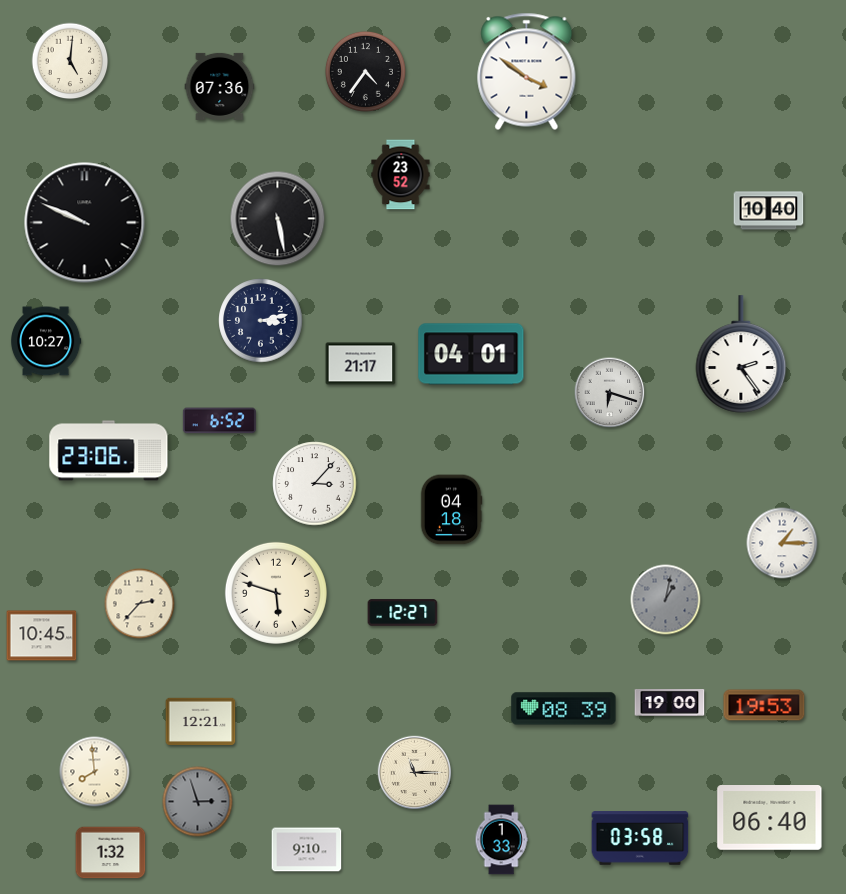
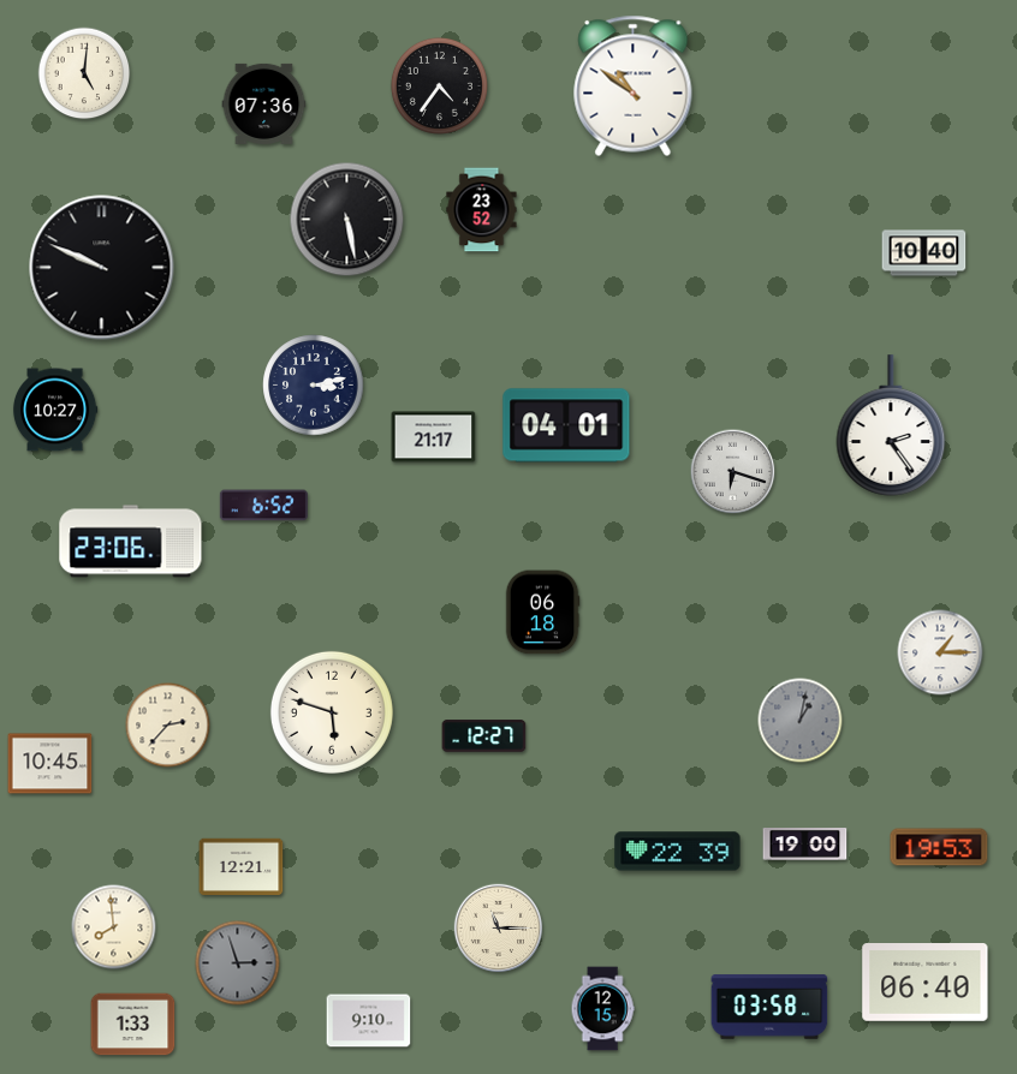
clock at (527, 71): 3:51 -> 10:51
clock at (278, 219) position: (278, 219) -> (347, 220)
clock at (315, 484): 3:07 -> none
clock at (451, 510): 04:18 -> 06:18
clock at (764, 705) position: (764, 705) -> (939, 847)
clock at (564, 709): 08:39 -> 22:39
clock at (501, 840): 1:33 -> 12:15
clock at (111, 853): 1:32 -> 1:33
